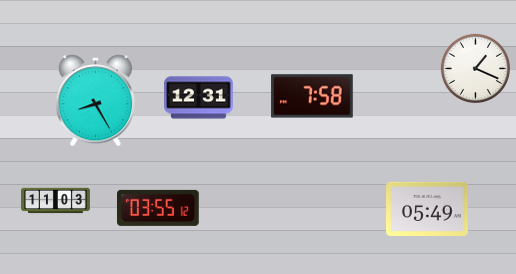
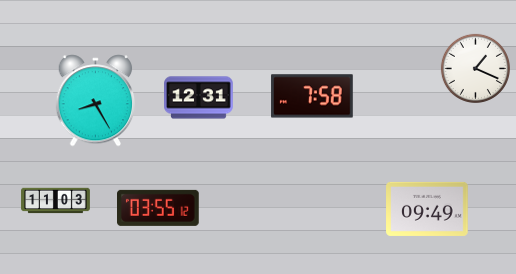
clock at (427, 209): 05:49 -> 09:49
